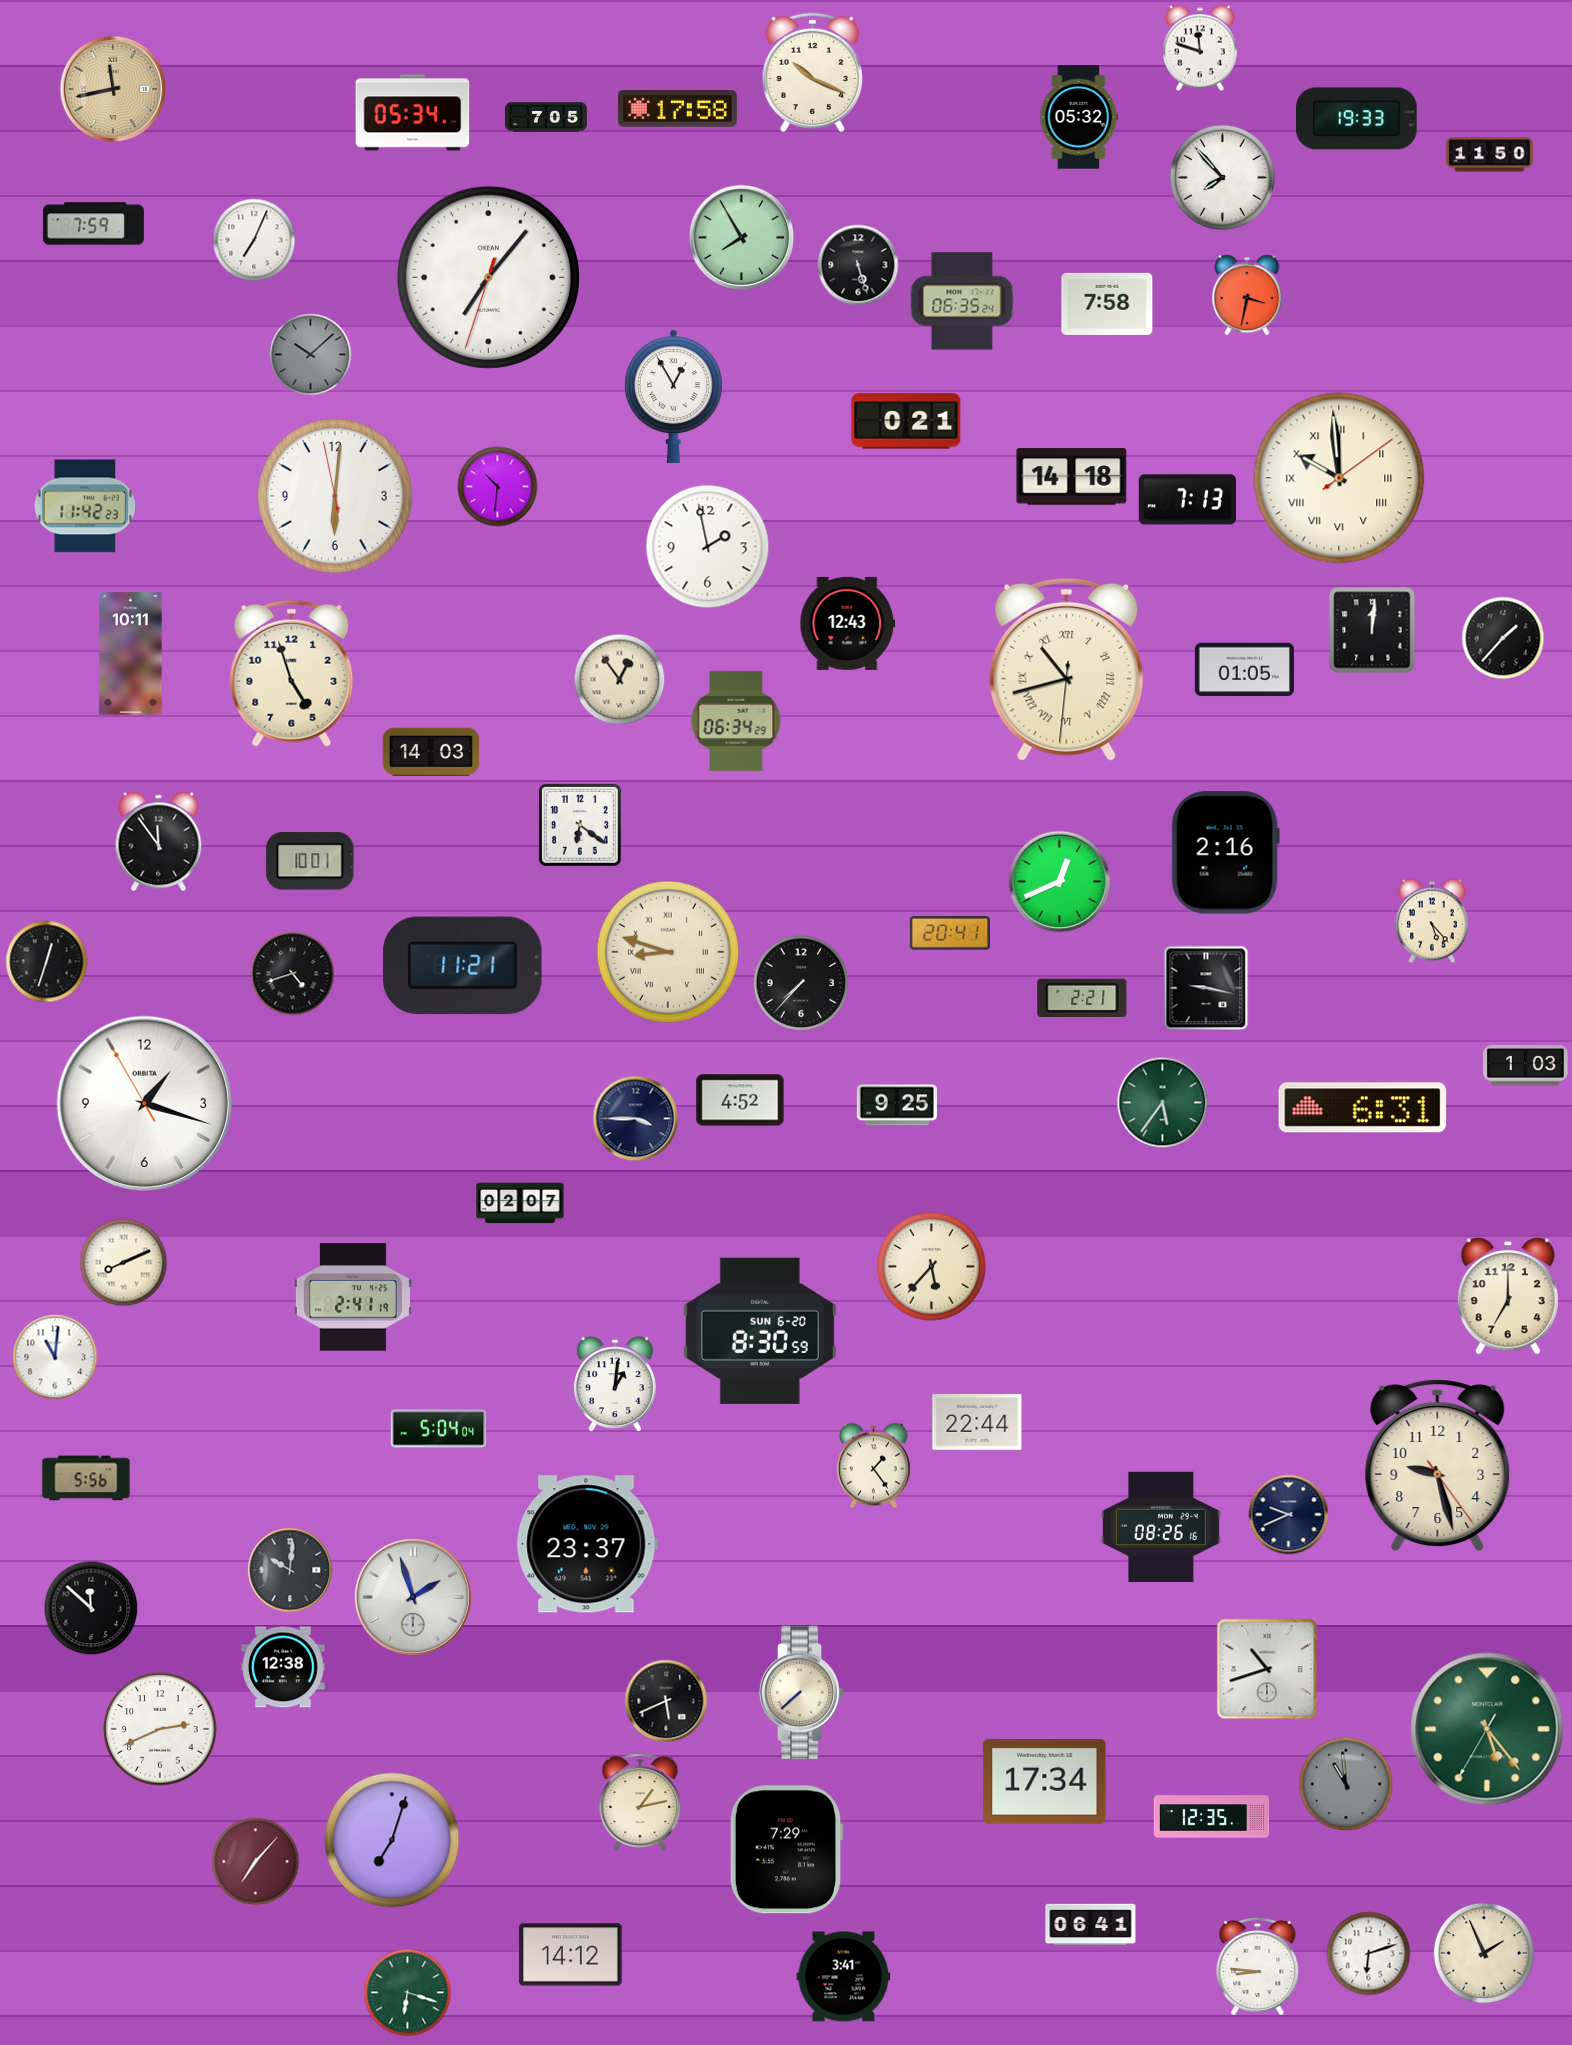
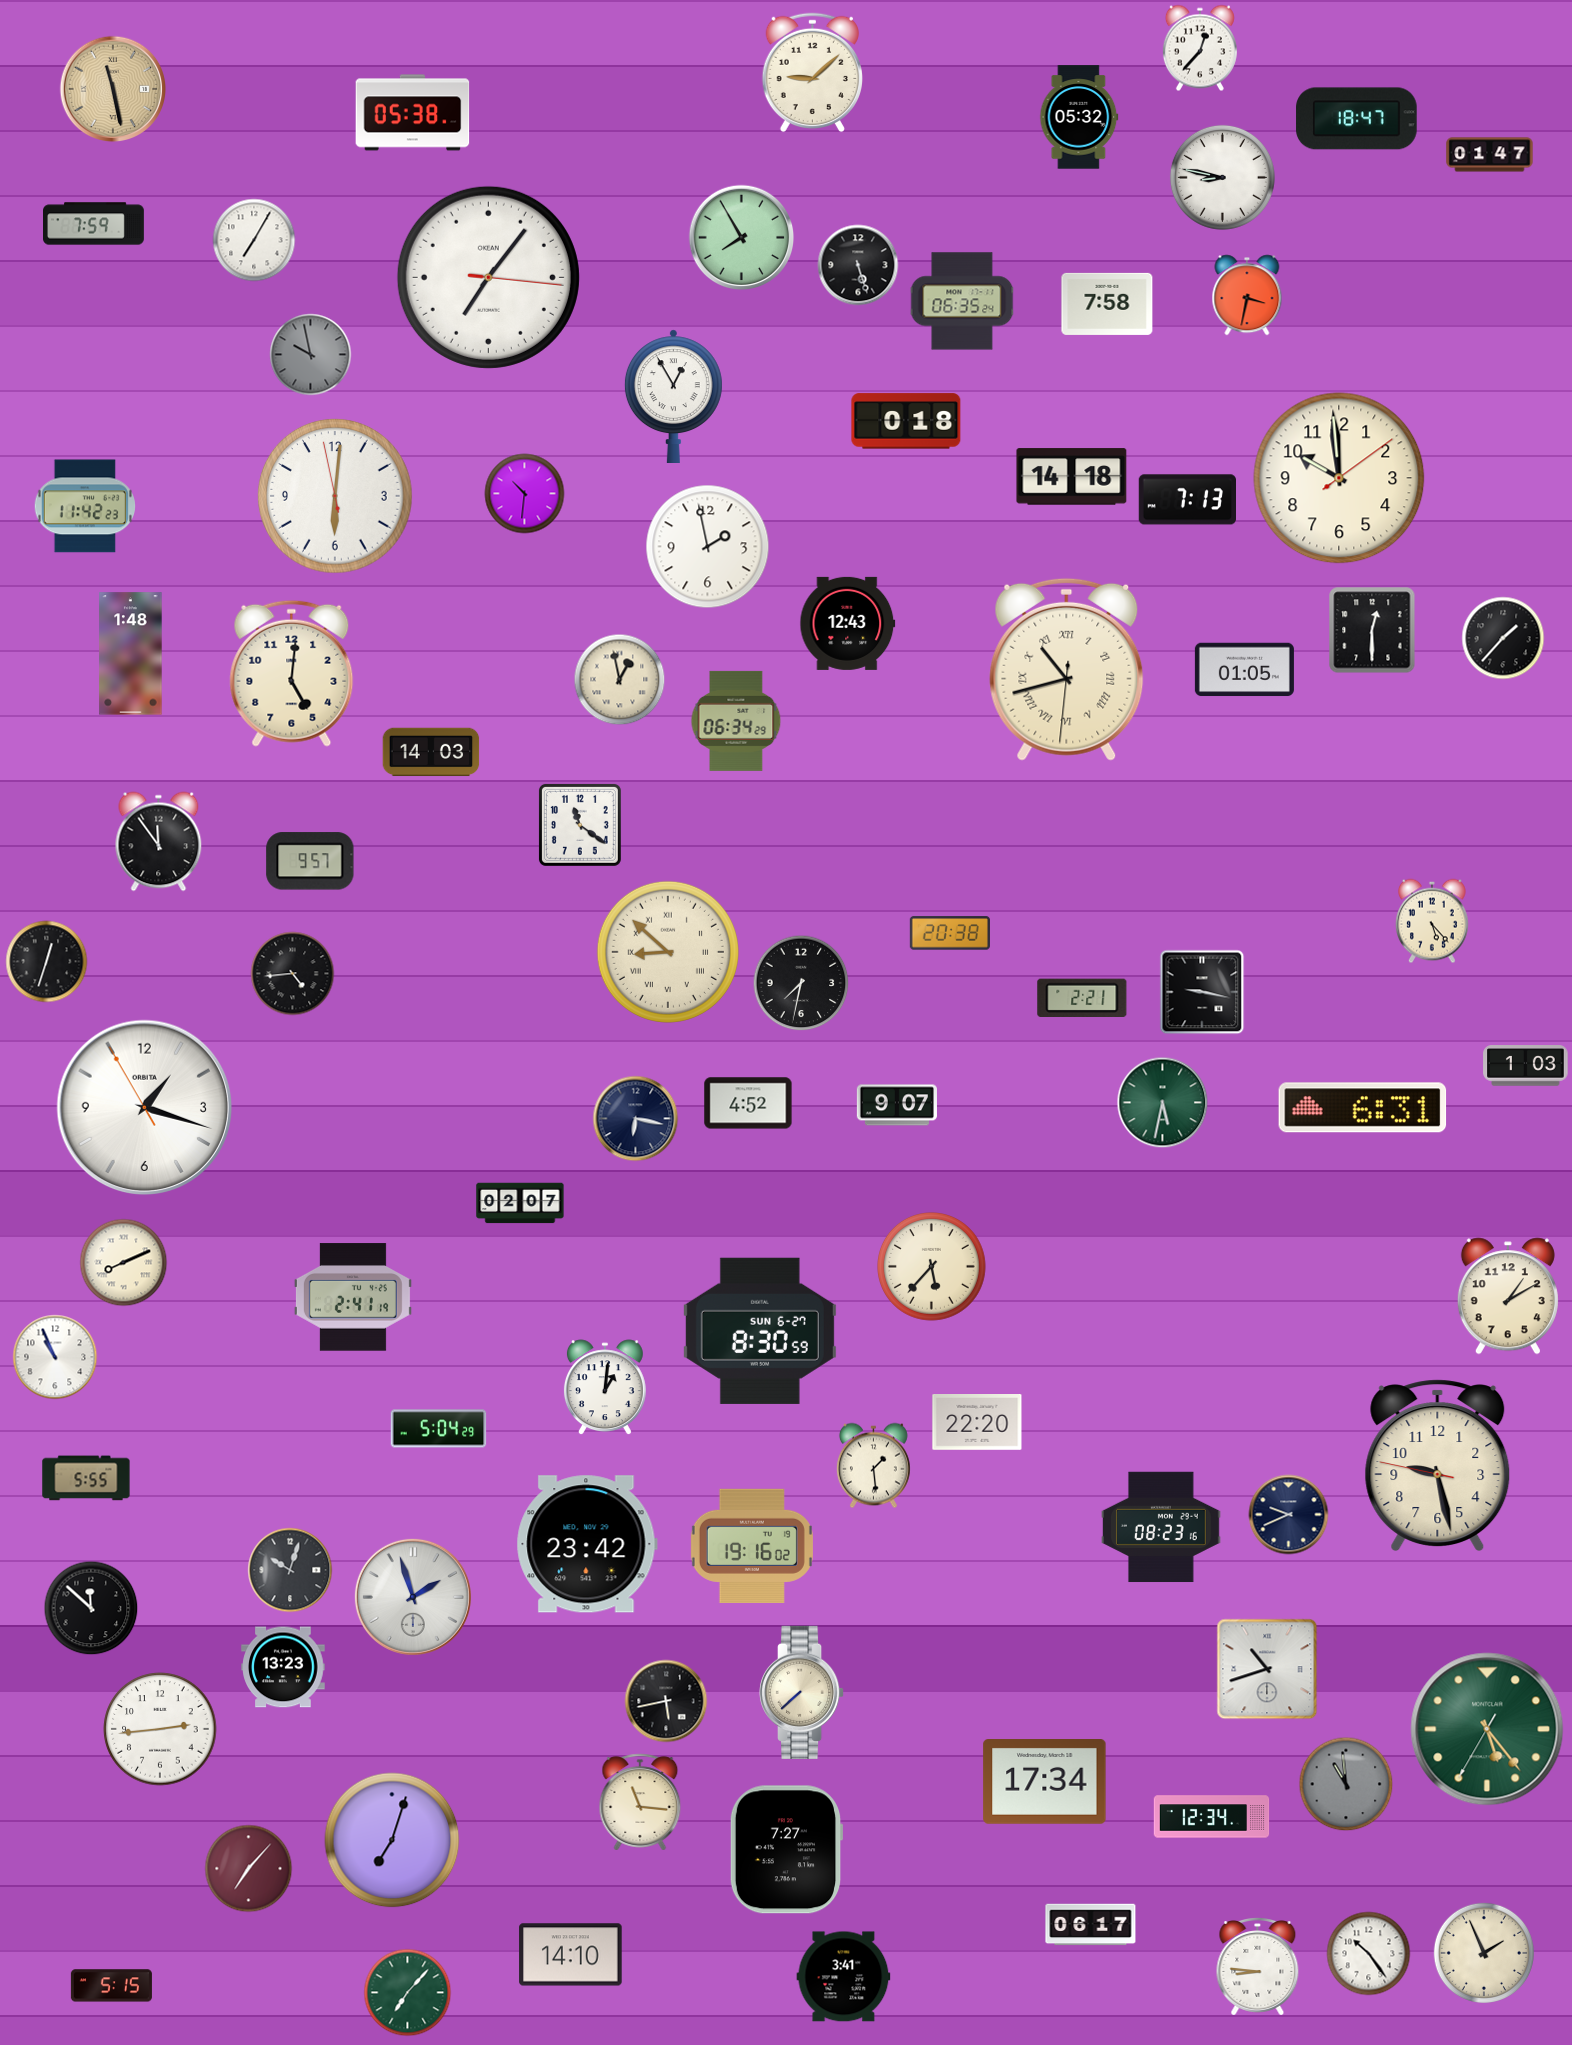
clock at (1200, 48): 11:48 -> 12:37
clock at (812, 73): 10:19 -> 9:08
clock at (113, 89): 11:43 -> 11:28
clock at (677, 109): 17:58 -> none
clock at (413, 113): 05:34 -> 05:38
clock at (546, 117): 7:05 -> none
clock at (1357, 119): 19:33 -> 18:47
clock at (1490, 155): 11:50 -> 01:47
clock at (1222, 177): 7:53 -> 8:47
clock at (254, 240): 7:04 -> 7:05
clock at (488, 277): 7:06:33 -> 7:06:16
clock at (311, 355): 10:08 -> 9:58
clock at (906, 421): 0:21 -> 0:18
clock at (1339, 478) numerals: Roman -> Arabic
clock at (498, 487) position: (498, 487) -> (525, 494)
clock at (1372, 630): 12:01 -> 12:30
clock at (131, 654): 10:11 -> 1:48
clock at (292, 673): 4:57 -> 5:01
clock at (620, 680): 12:54 -> 12:58
clock at (580, 825): 6:21 -> 11:21
clock at (1225, 853): 2:16 -> none
clock at (310, 861): 10:01 -> 9:57
clock at (1060, 882): 12:41 -> none
clock at (950, 933): 20:41 -> 20:38
clock at (668, 952): 8:48 -> 8:52
clock at (463, 965): 11:21 -> none
clock at (293, 974): 4:42 -> 4:44
clock at (801, 983): 7:37 -> 7:32
clock at (1206, 988) position: (1206, 988) -> (1202, 992)
clock at (740, 1100) position: (740, 1100) -> (748, 1103)
clock at (1163, 1103): 5:36 -> 5:32
clock at (145, 1104) position: (145, 1104) -> (145, 1108)
clock at (897, 1105): 9:25 -> 9:07
clock at (636, 1119): 3:45 -> 6:17
clock at (1508, 1296): 7:00 -> 1:10
clock at (760, 1331) date: SUN 6-20 -> SUN 6-27
clock at (55, 1357): 11:01 -> 10:56
clock at (615, 1385) position: (615, 1385) -> (605, 1388)
clock at (977, 1423): 22:44 -> 22:20
clock at (439, 1429): 5:04:04 -> 5:04:29
clock at (1438, 1465): 9:27:24 -> 9:27:47
clock at (873, 1466): 1:24 -> 1:29
clock at (86, 1478): 5:56 -> 5:55
clock at (1162, 1527): 08:26 -> 08:23
clock at (587, 1544): 23:37 -> 23:42
clock at (752, 1546): none -> 19:16
clock at (290, 1570): 10:01 -> 10:03
clock at (283, 1667): 12:38 -> 13:23
clock at (666, 1701): 5:41 -> 5:43
clock at (160, 1729): 2:41 -> 2:44
clock at (640, 1802): 1:13 -> 11:16
clock at (1212, 1817): 12:35 -> 12:34
clock at (786, 1850): 7:29 -> 7:27
clock at (256, 1862) position: (256, 1862) -> (249, 1869)
clock at (1091, 1925): 06:41 -> 06:17
clock at (1369, 1954): 6:12 -> 10:24
clock at (571, 1955): 14:12 -> 14:10
clock at (111, 1986): none -> 5:15
clock at (408, 1993): 6:18 -> 7:07
